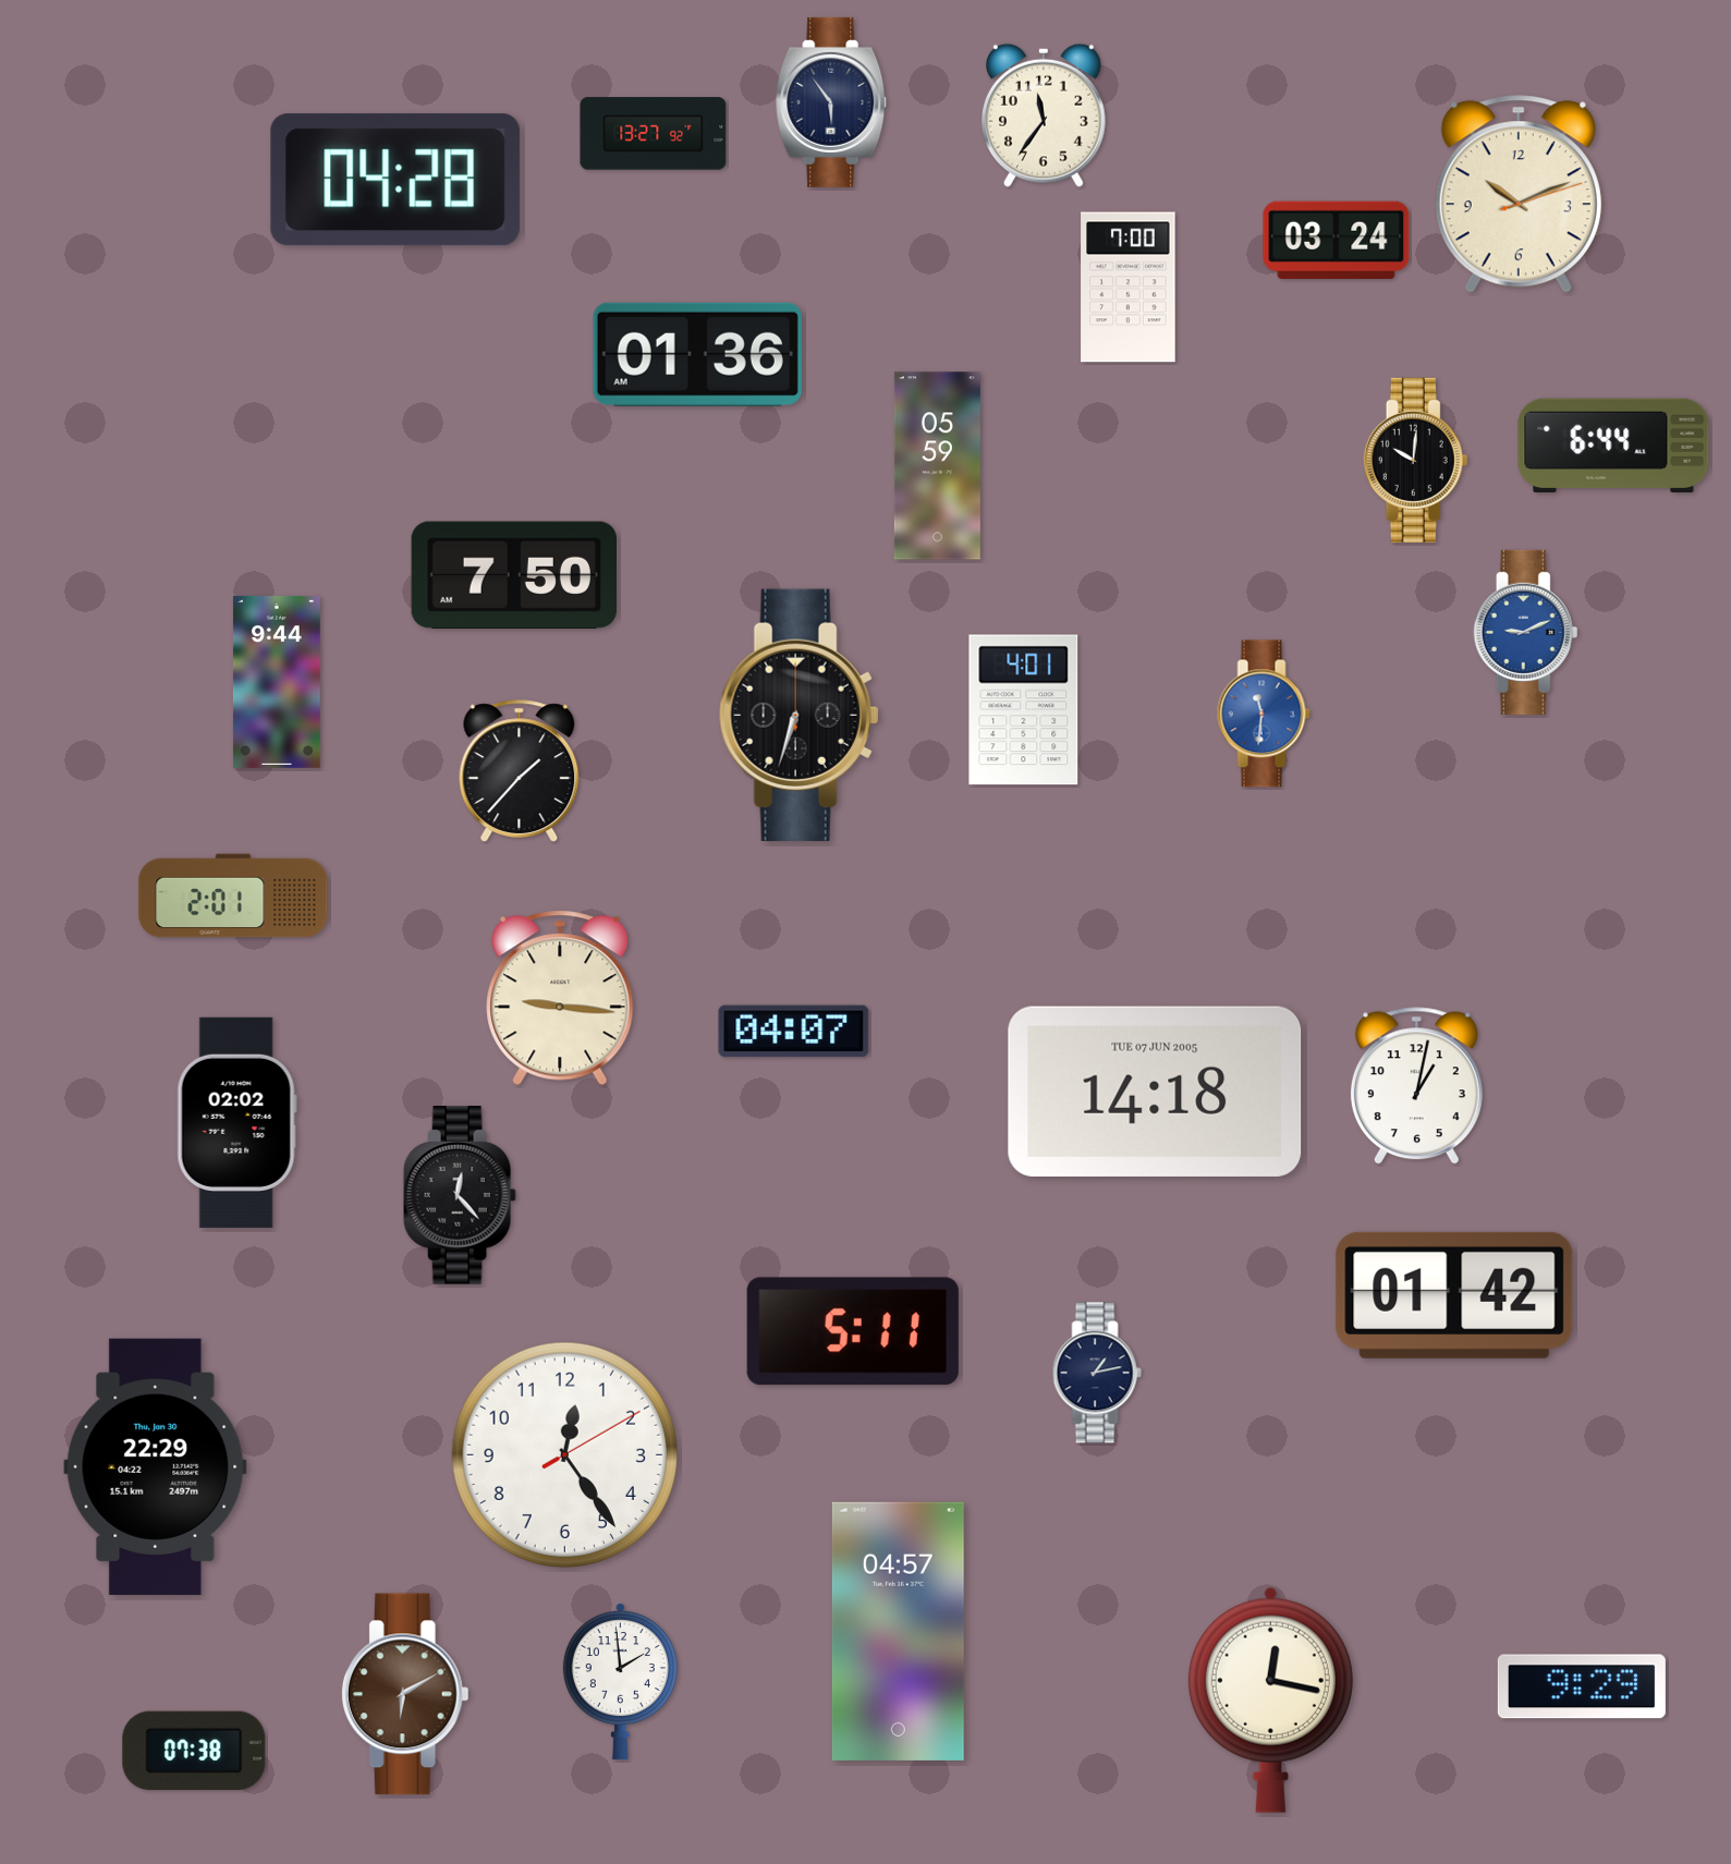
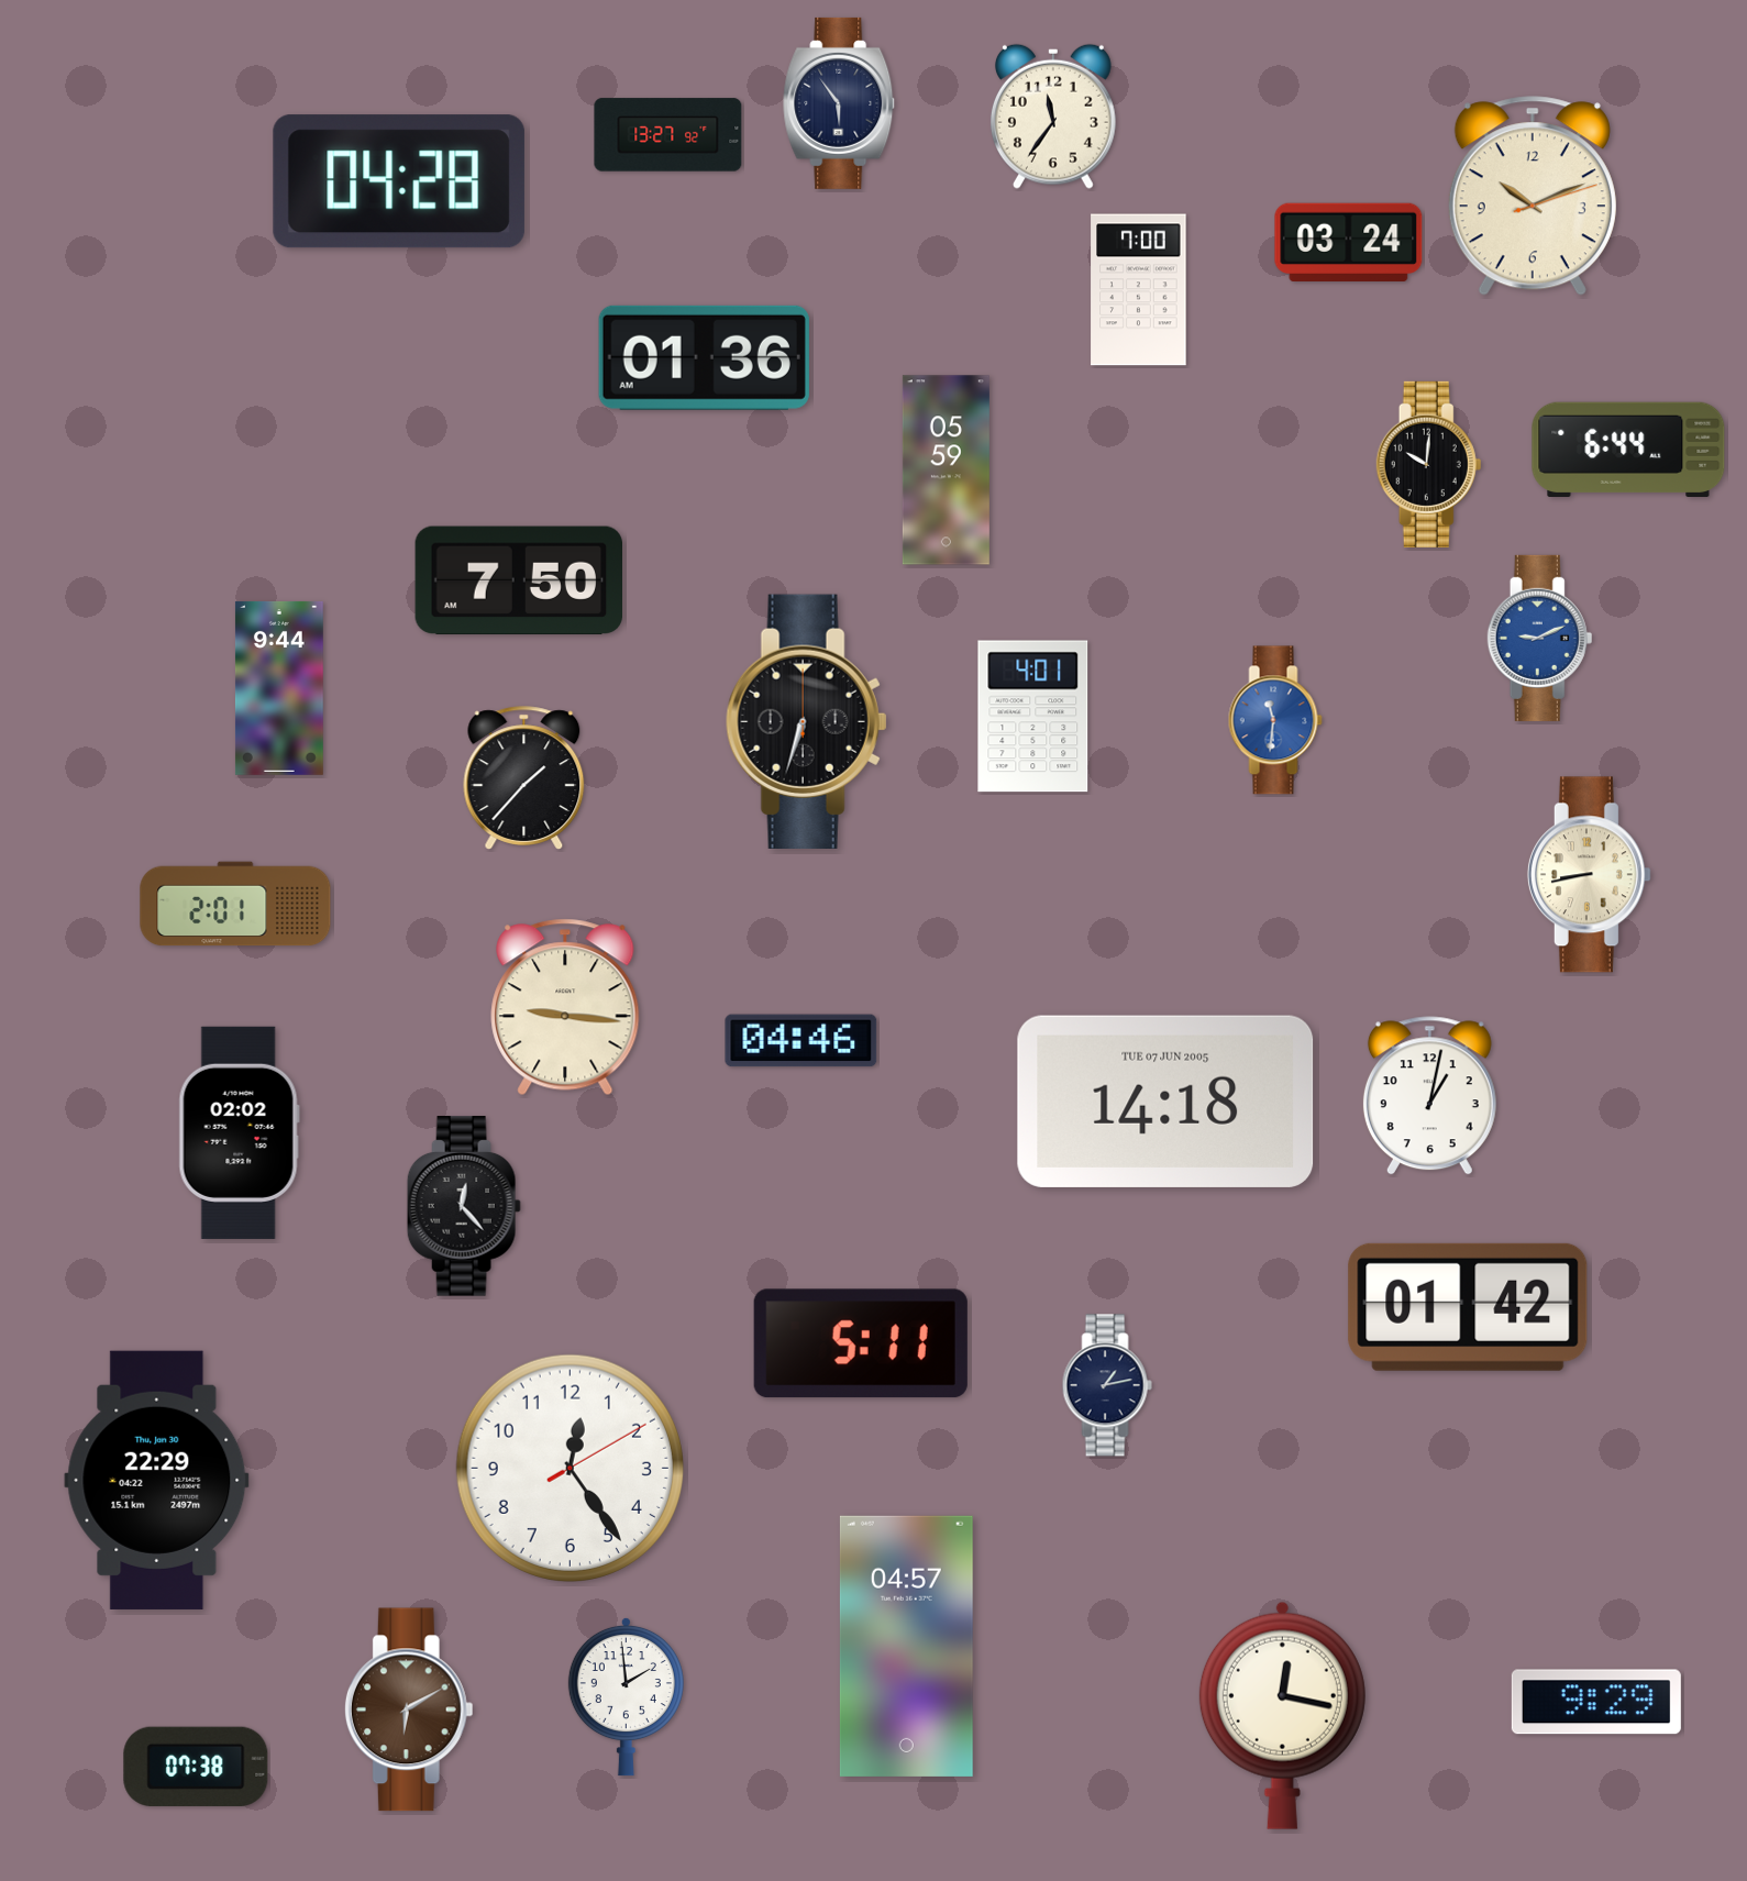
clock at (654, 134) position: (654, 134) -> (668, 135)
clock at (1589, 875): none -> 8:43
clock at (794, 1032): 04:07 -> 04:46
